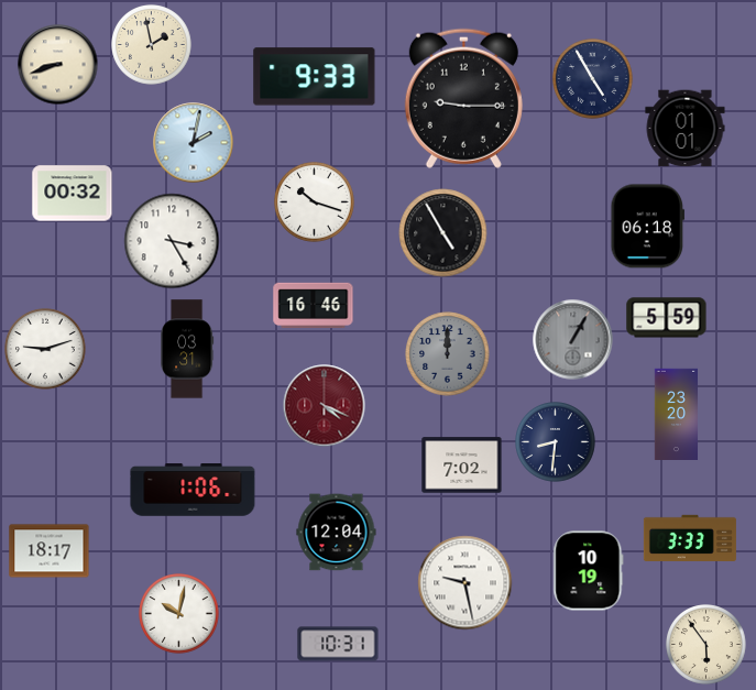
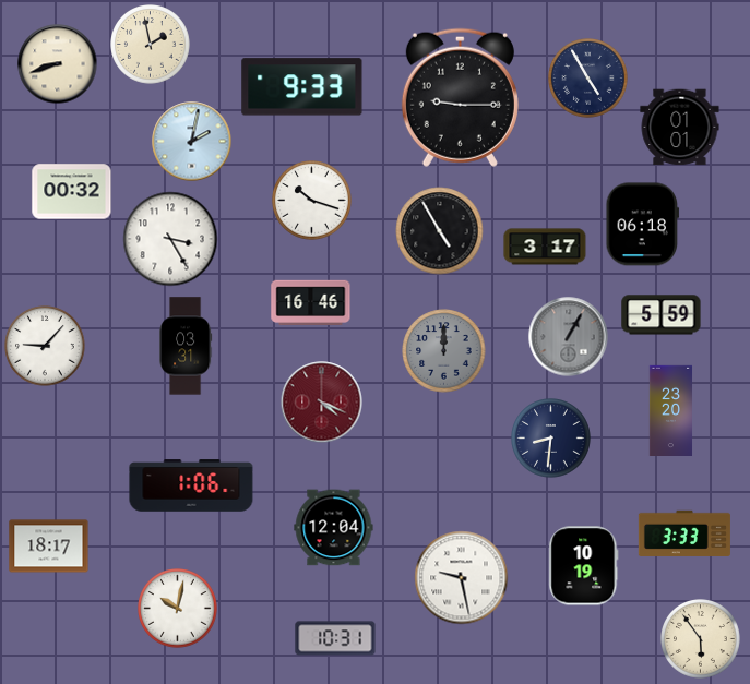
clock at (315, 77) position: (315, 77) -> (302, 87)
clock at (545, 247): none -> 3:17
clock at (45, 349): 9:12 -> 9:07
clock at (462, 466): 7:02 -> none
